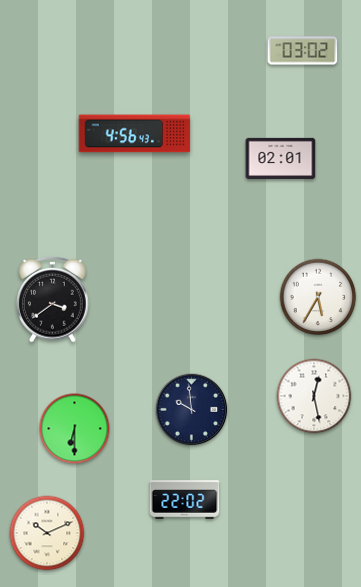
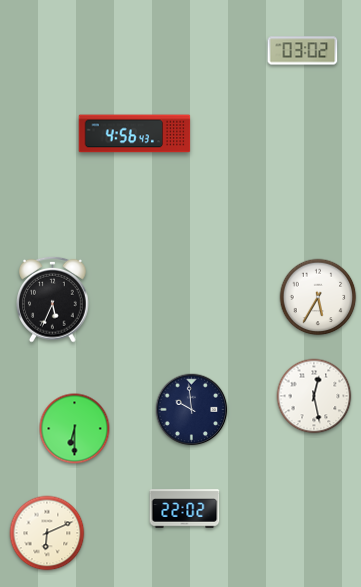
clock at (281, 158): 02:01 -> none
clock at (53, 299): 3:39 -> 5:34
clock at (185, 500) position: (185, 500) -> (185, 509)
clock at (47, 533): 10:11 -> 6:11
